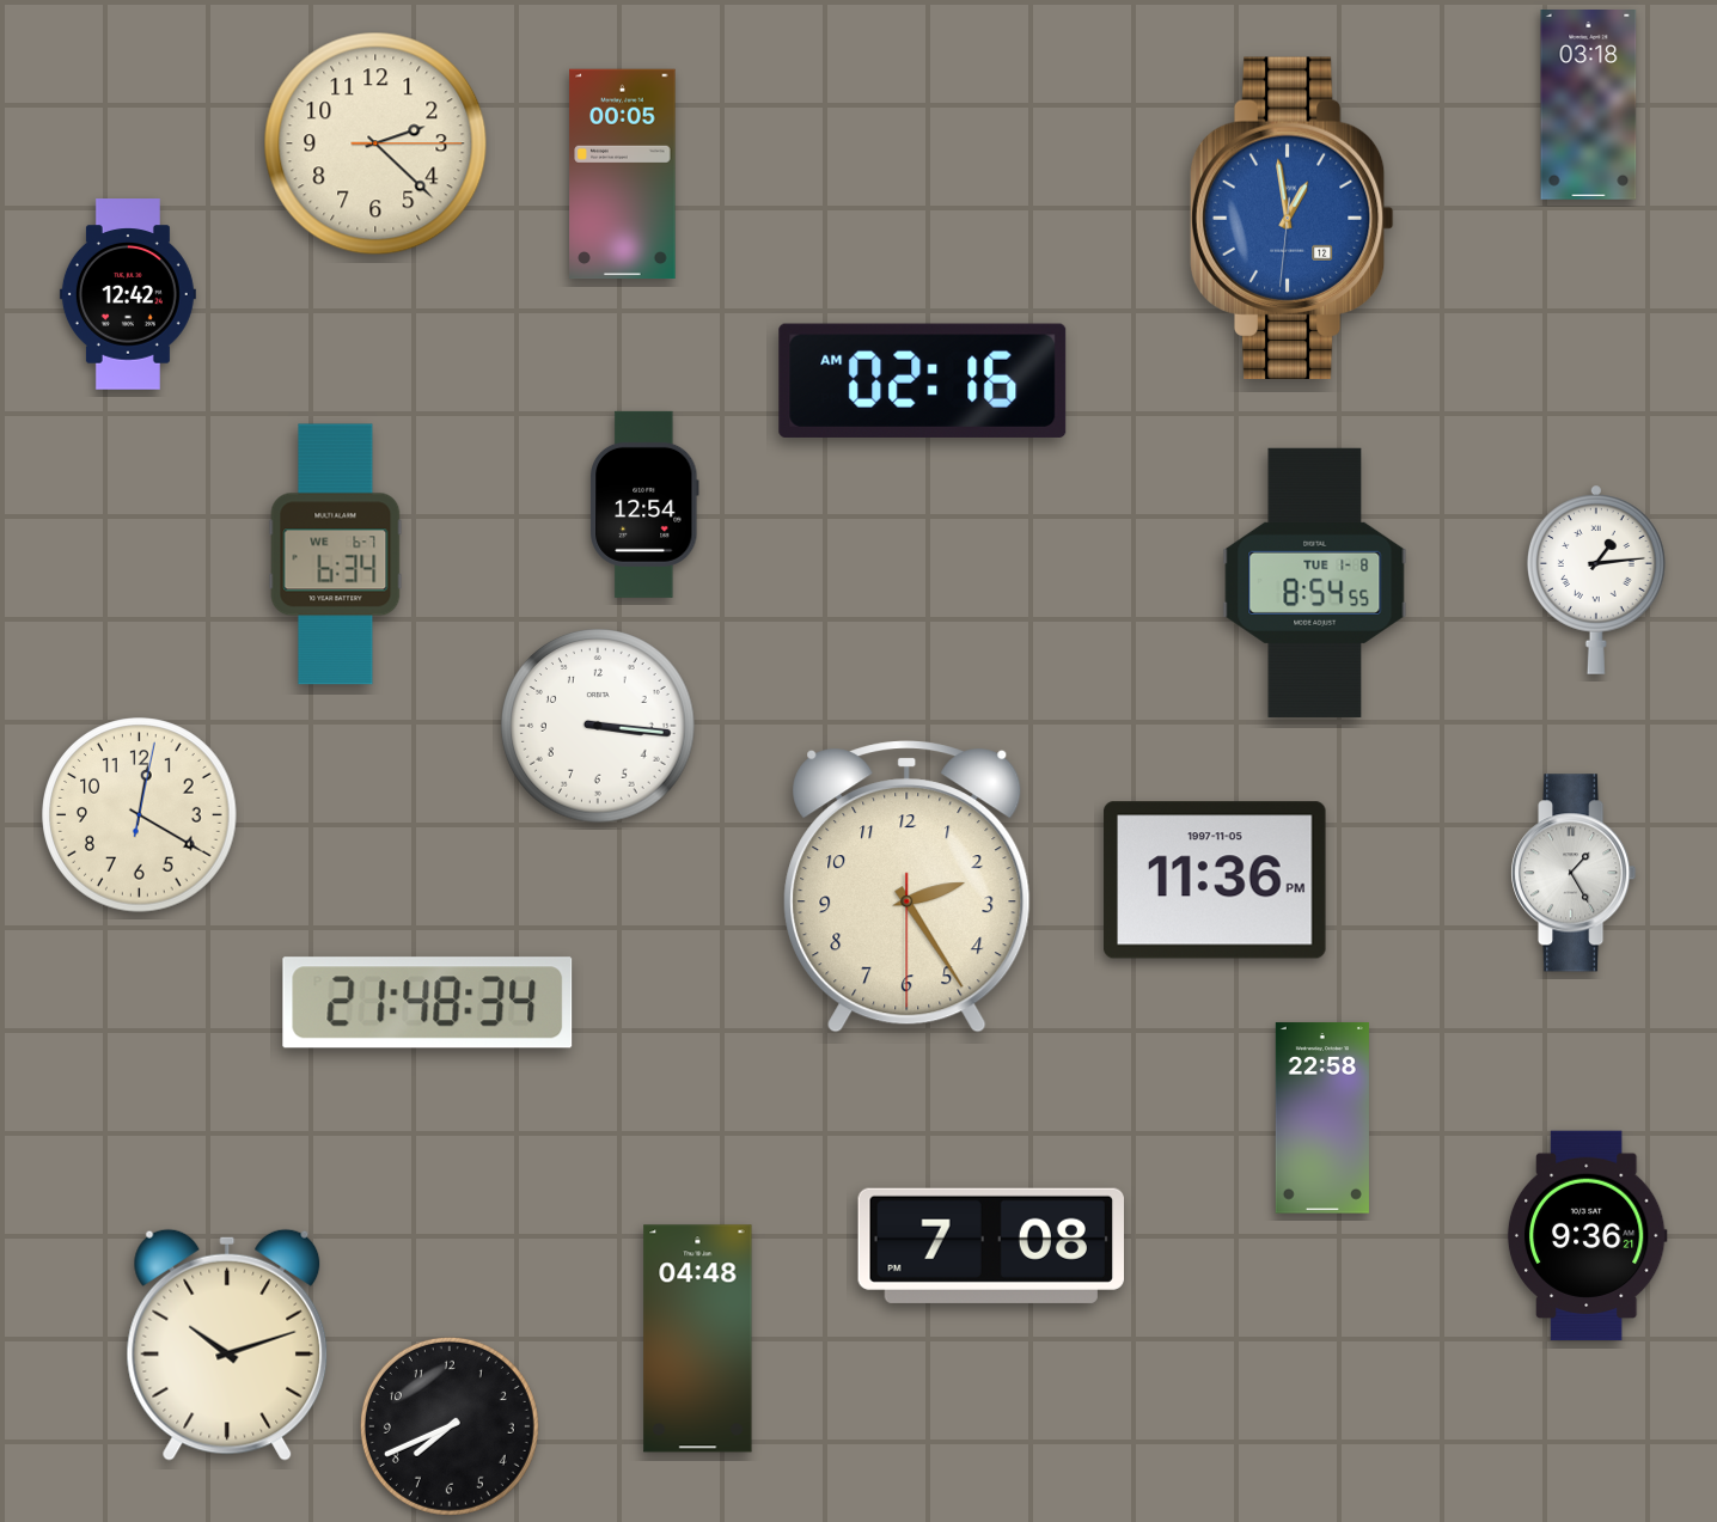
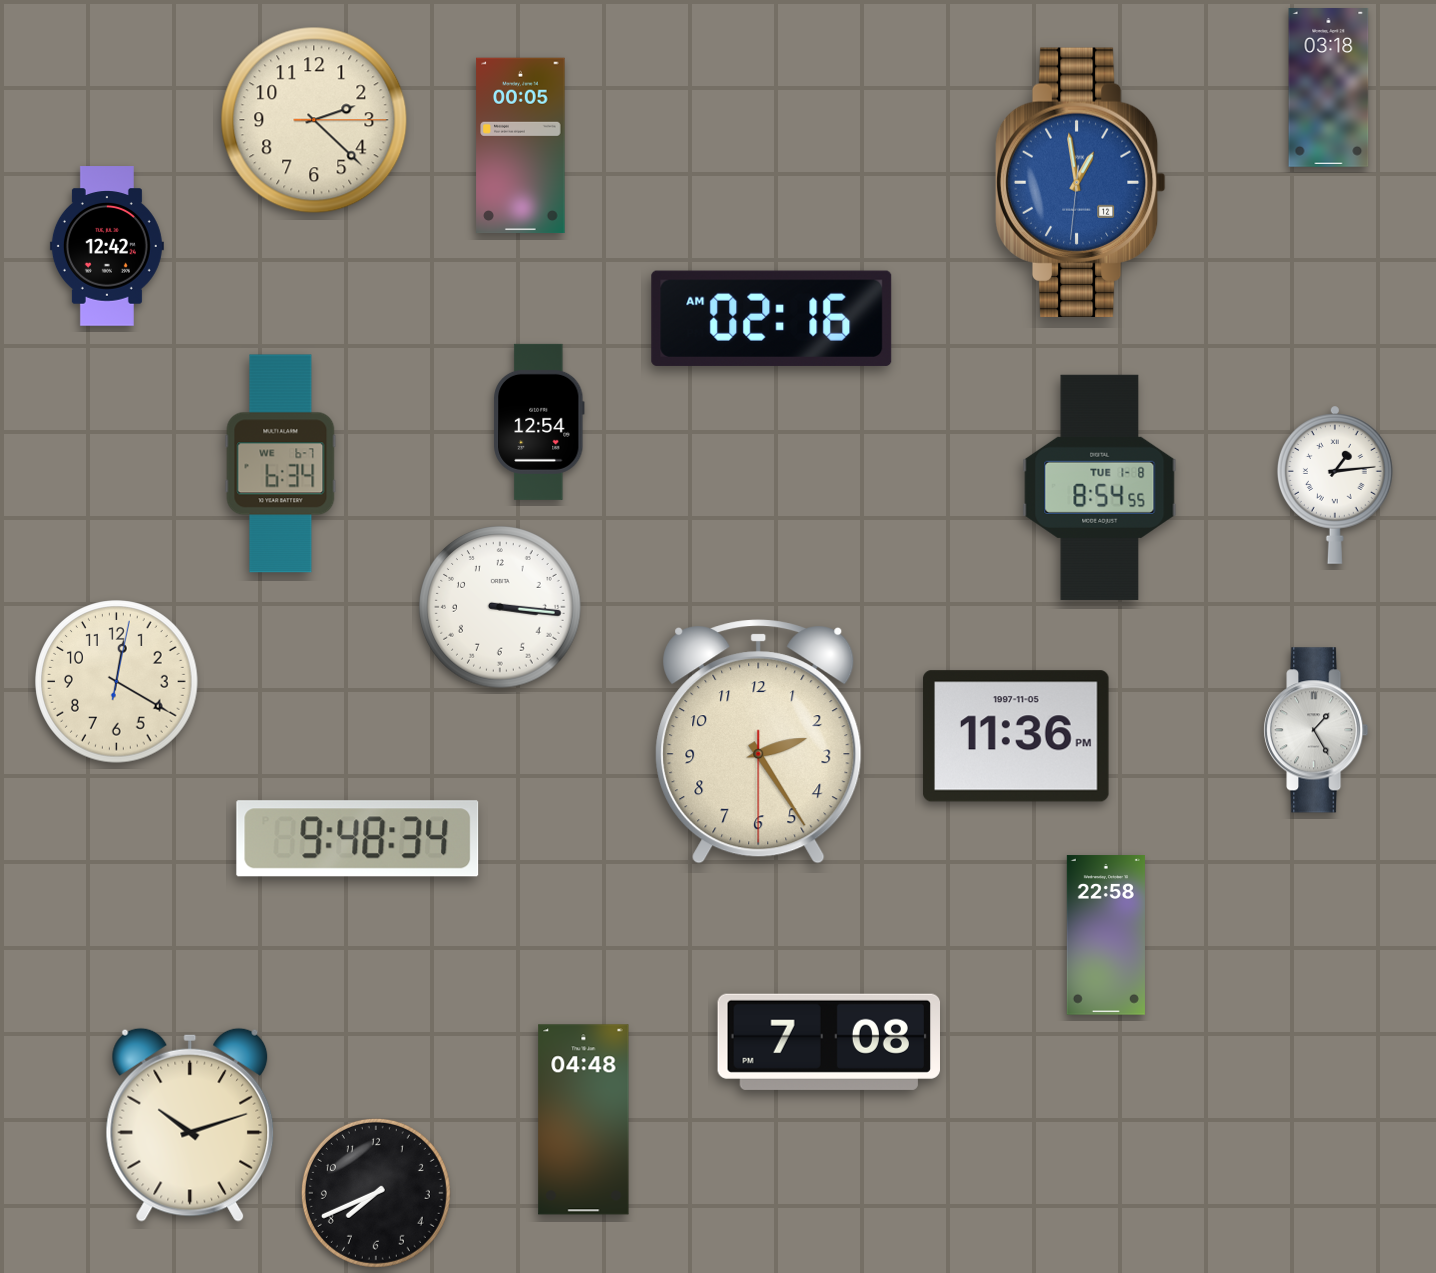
clock at (428, 1003): 21:48 -> 9:48
clock at (1587, 1236): 9:36 -> none
